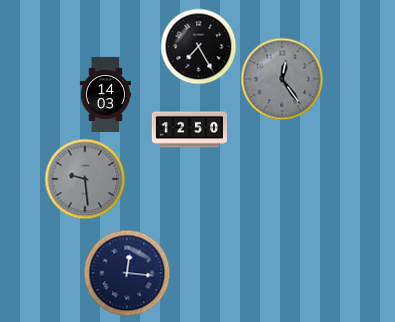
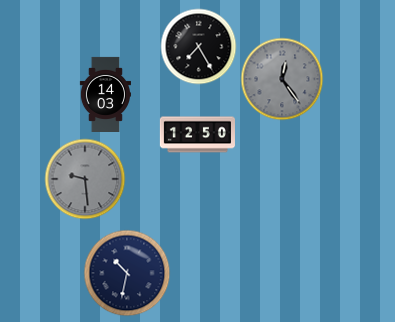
clock at (189, 130) position: (189, 130) -> (197, 135)
clock at (127, 273): 12:16 -> 10:32
